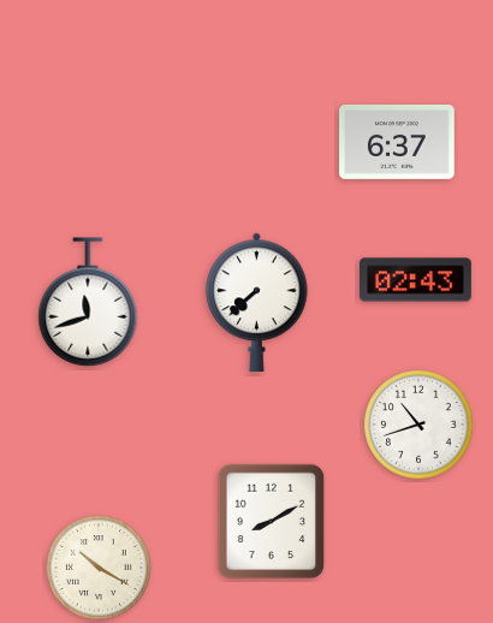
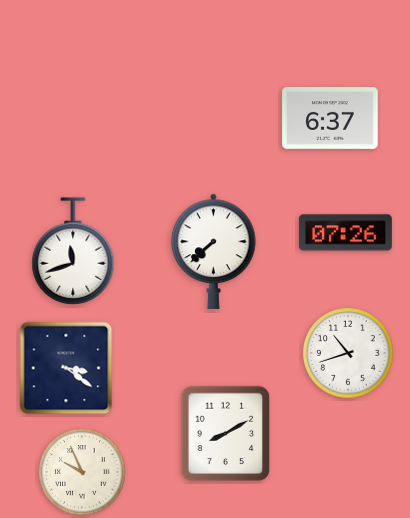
clock at (415, 280): 02:43 -> 07:26
clock at (66, 368): none -> 3:21
clock at (99, 568): 10:20 -> 9:56
